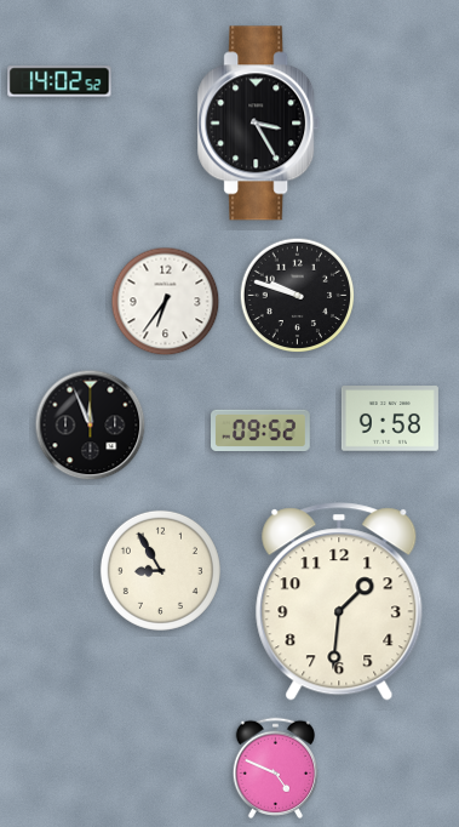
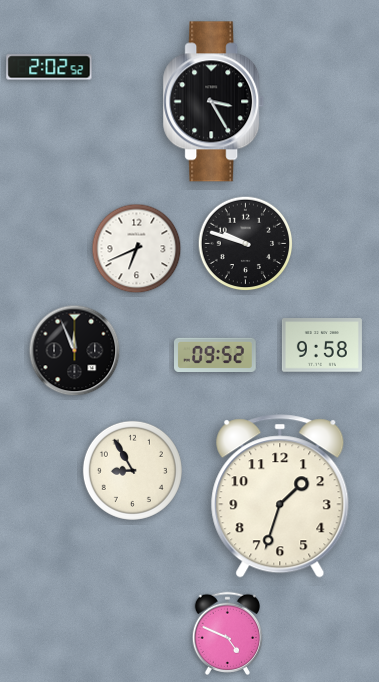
clock at (59, 81): 14:02 -> 2:02
clock at (166, 302): 6:36 -> 6:41
clock at (339, 601): 1:31 -> 1:33
